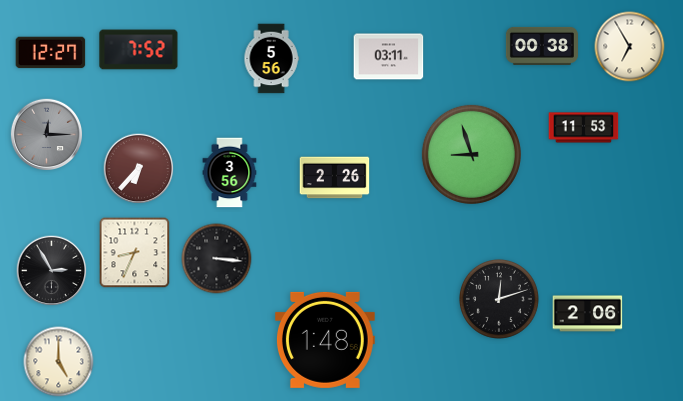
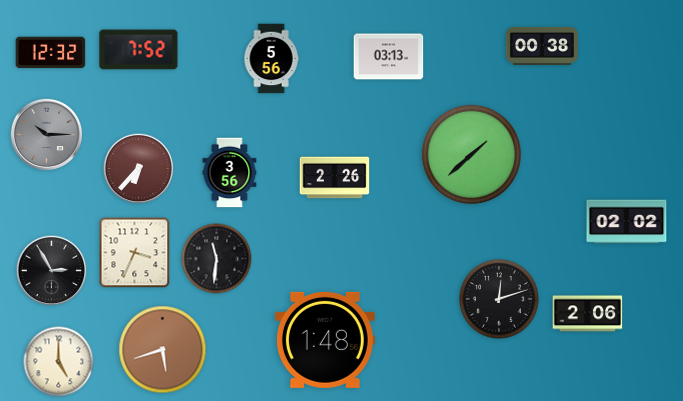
clock at (630, 47): 6:55 -> none
clock at (51, 53): 12:27 -> 12:32
clock at (389, 57): 03:11 -> 03:13
clock at (584, 128): 11:53 -> none
clock at (47, 135): 12:15 -> 10:15
clock at (471, 154): 8:57 -> 1:38
clock at (627, 222): none -> 02:02
clock at (135, 253): 8:34 -> 3:34
clock at (217, 259): 3:16 -> 11:31
clock at (163, 350): none -> 5:42
